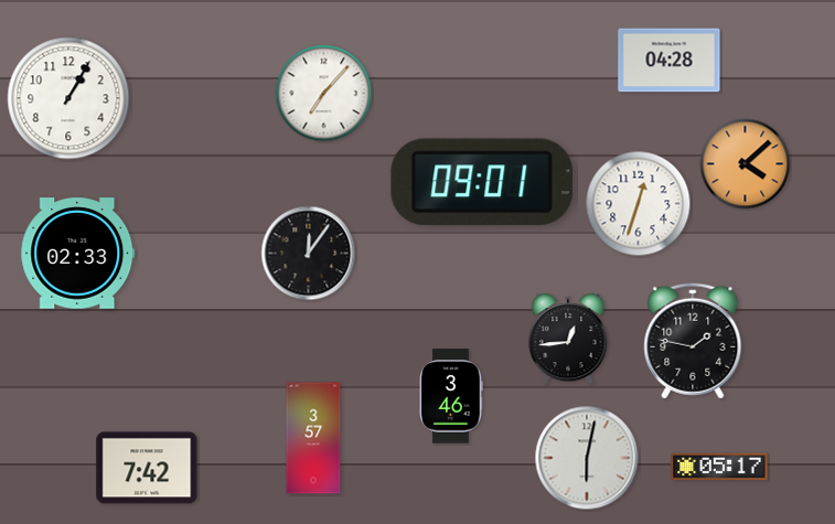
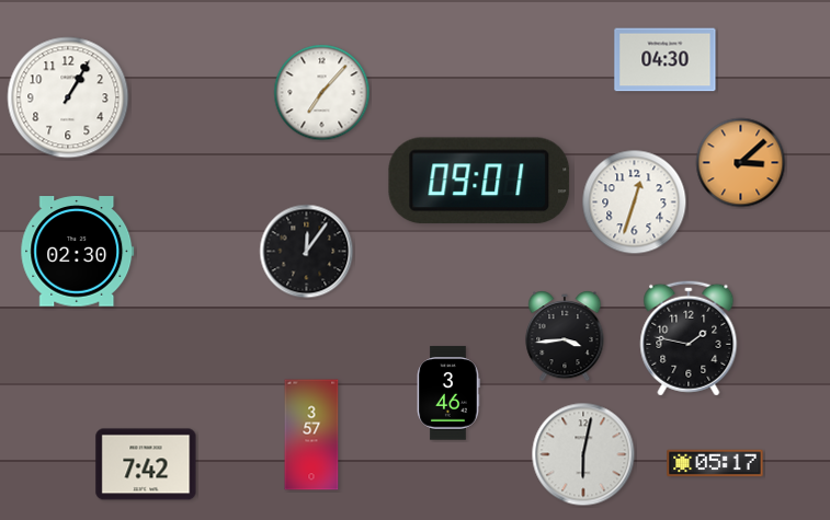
clock at (670, 61): 04:28 -> 04:30
clock at (746, 164): 4:08 -> 3:08
clock at (78, 254): 02:33 -> 02:30
clock at (568, 339): 12:44 -> 3:44
